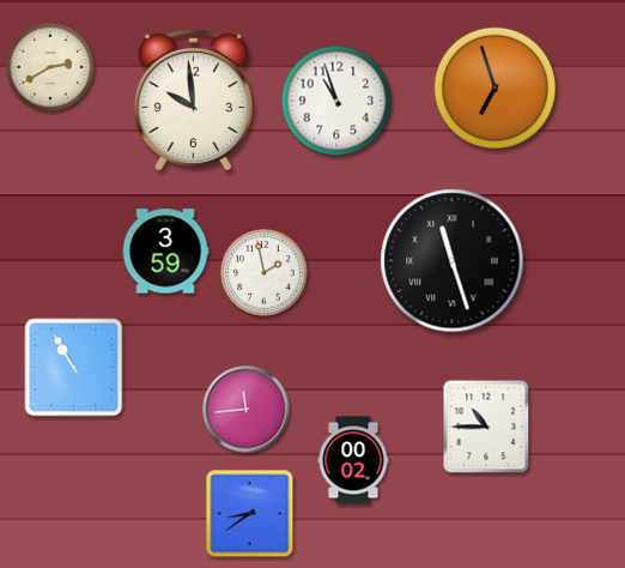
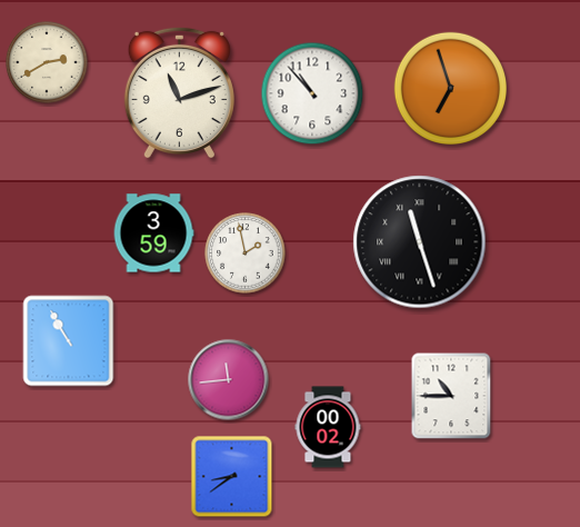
clock at (494, 87) position: (494, 87) -> (450, 88)
clock at (193, 99): 9:59 -> 11:12
clock at (336, 101): 10:57 -> 10:53
